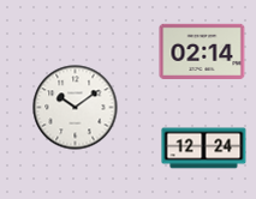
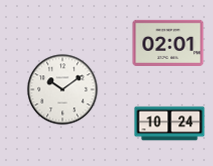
clock at (202, 50): 02:14 -> 02:01
clock at (204, 149): 12:24 -> 10:24
